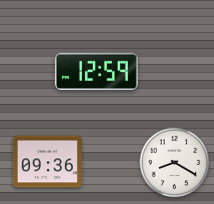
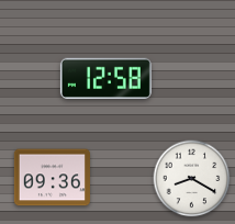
clock at (96, 71): 12:59 -> 12:58
